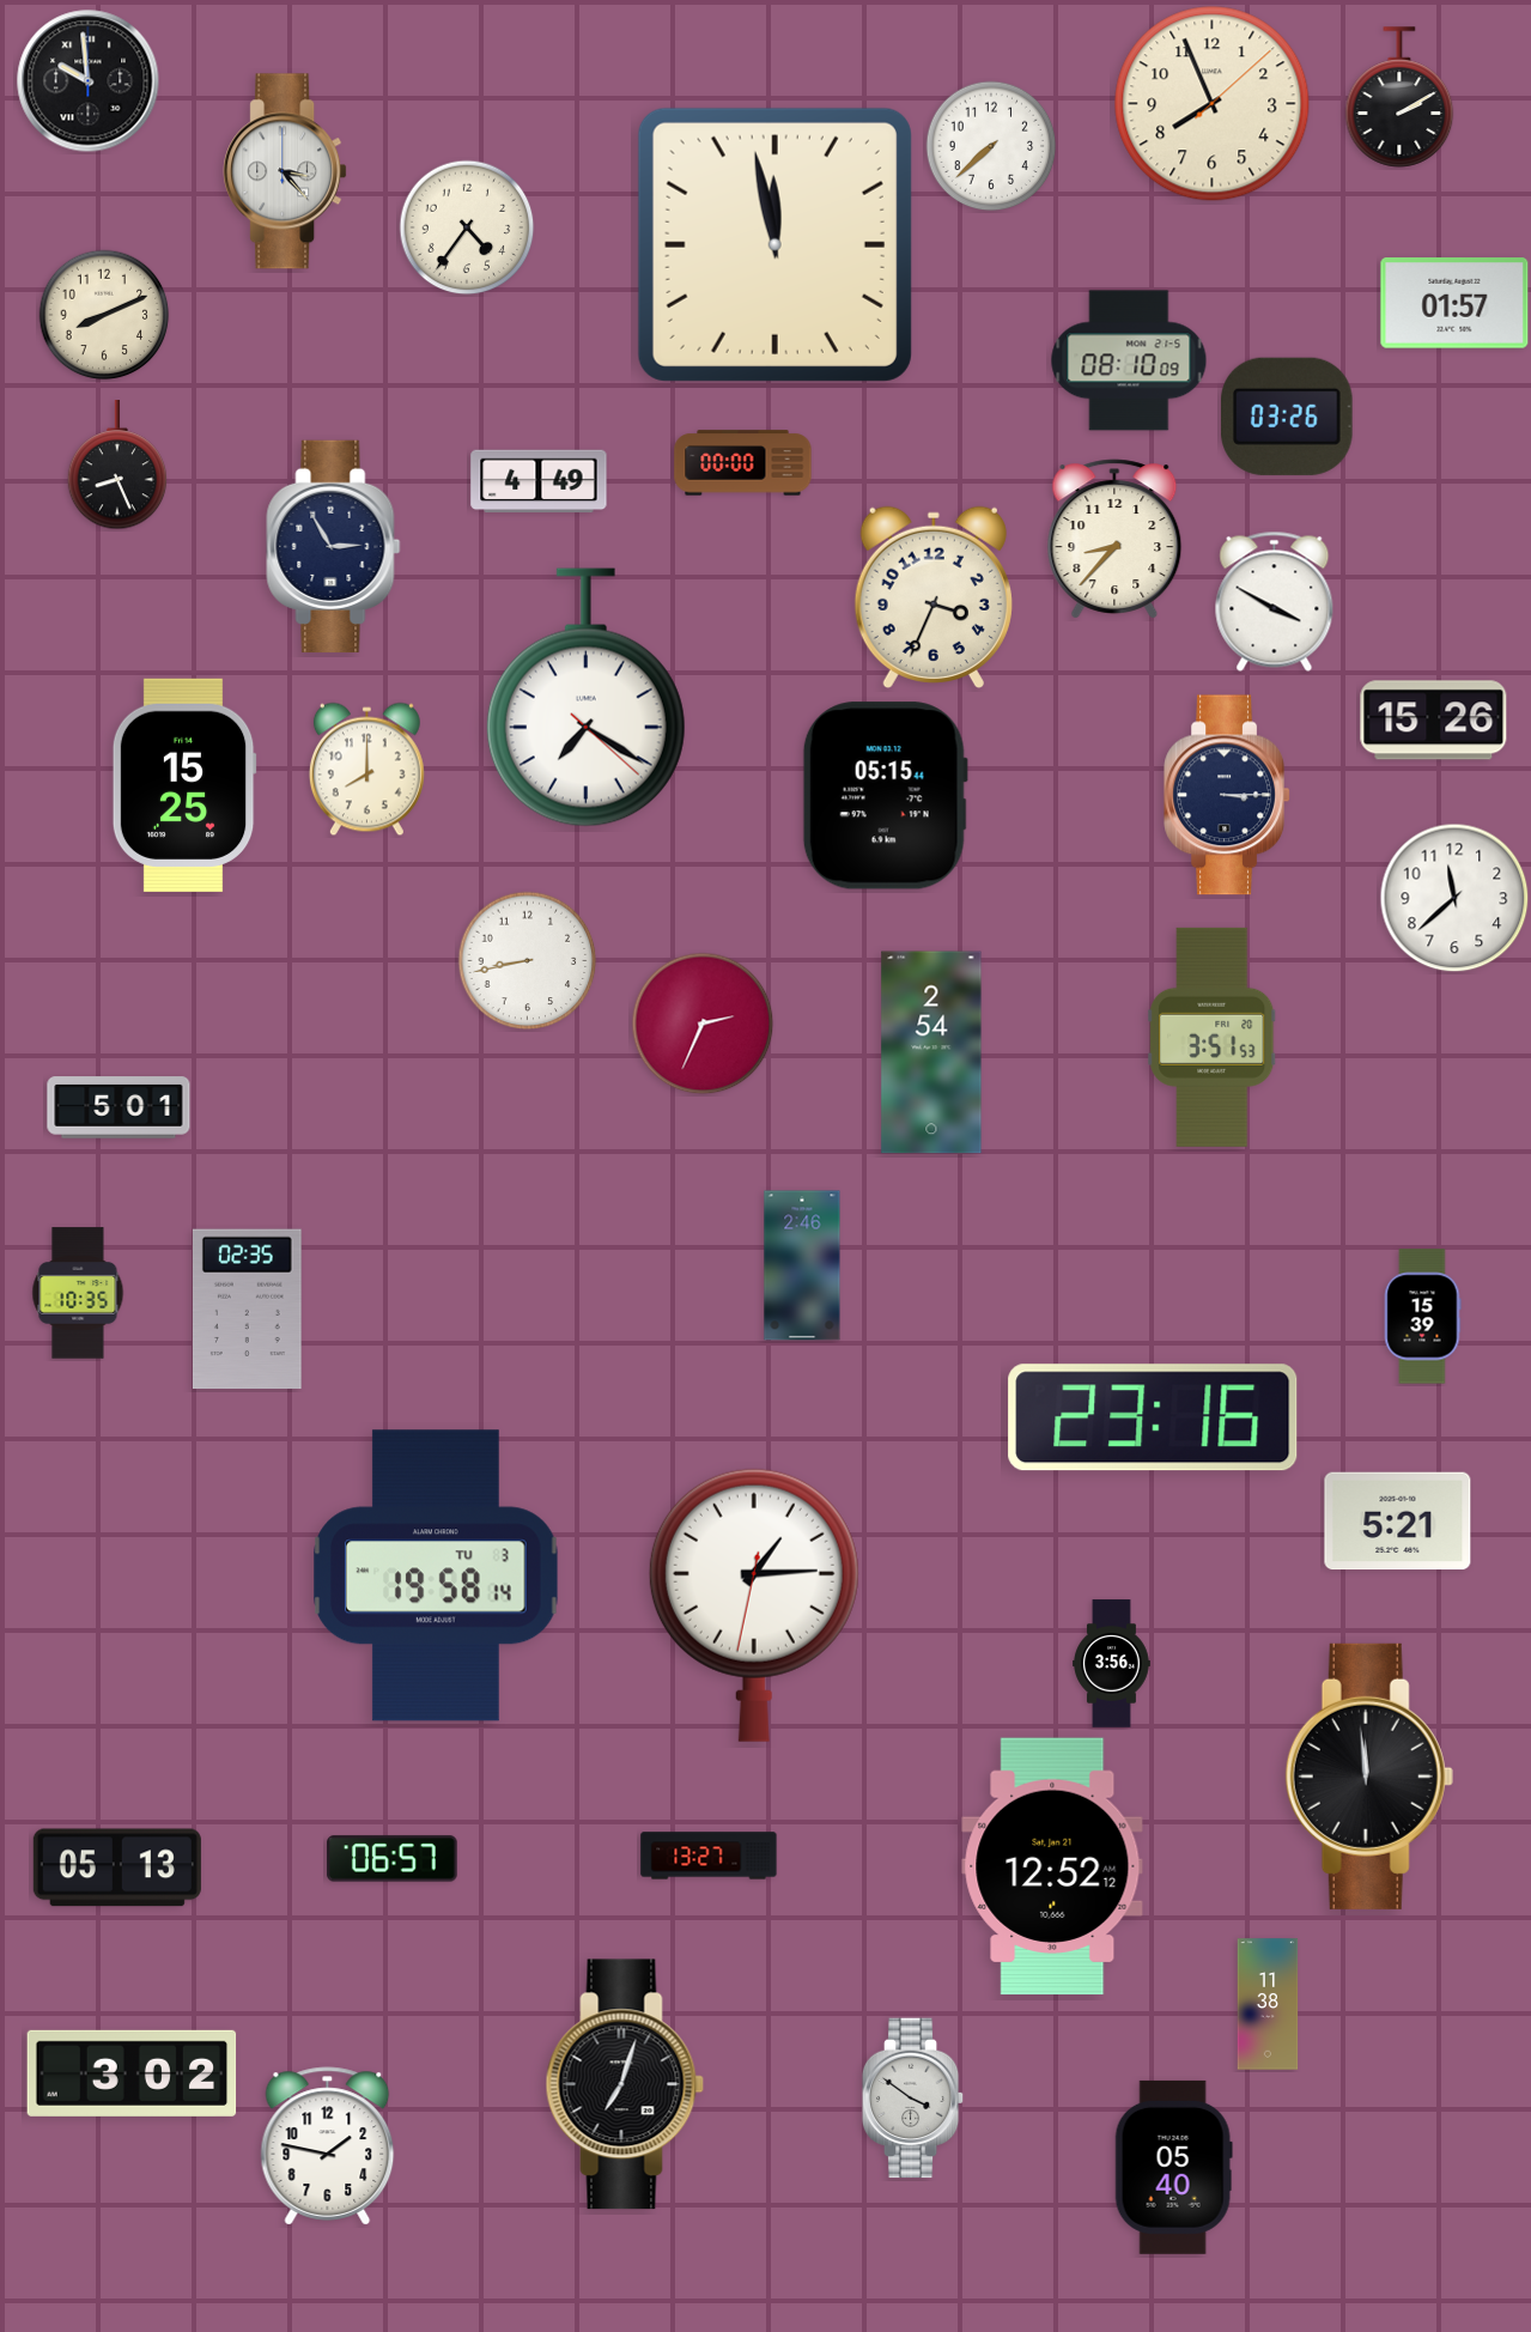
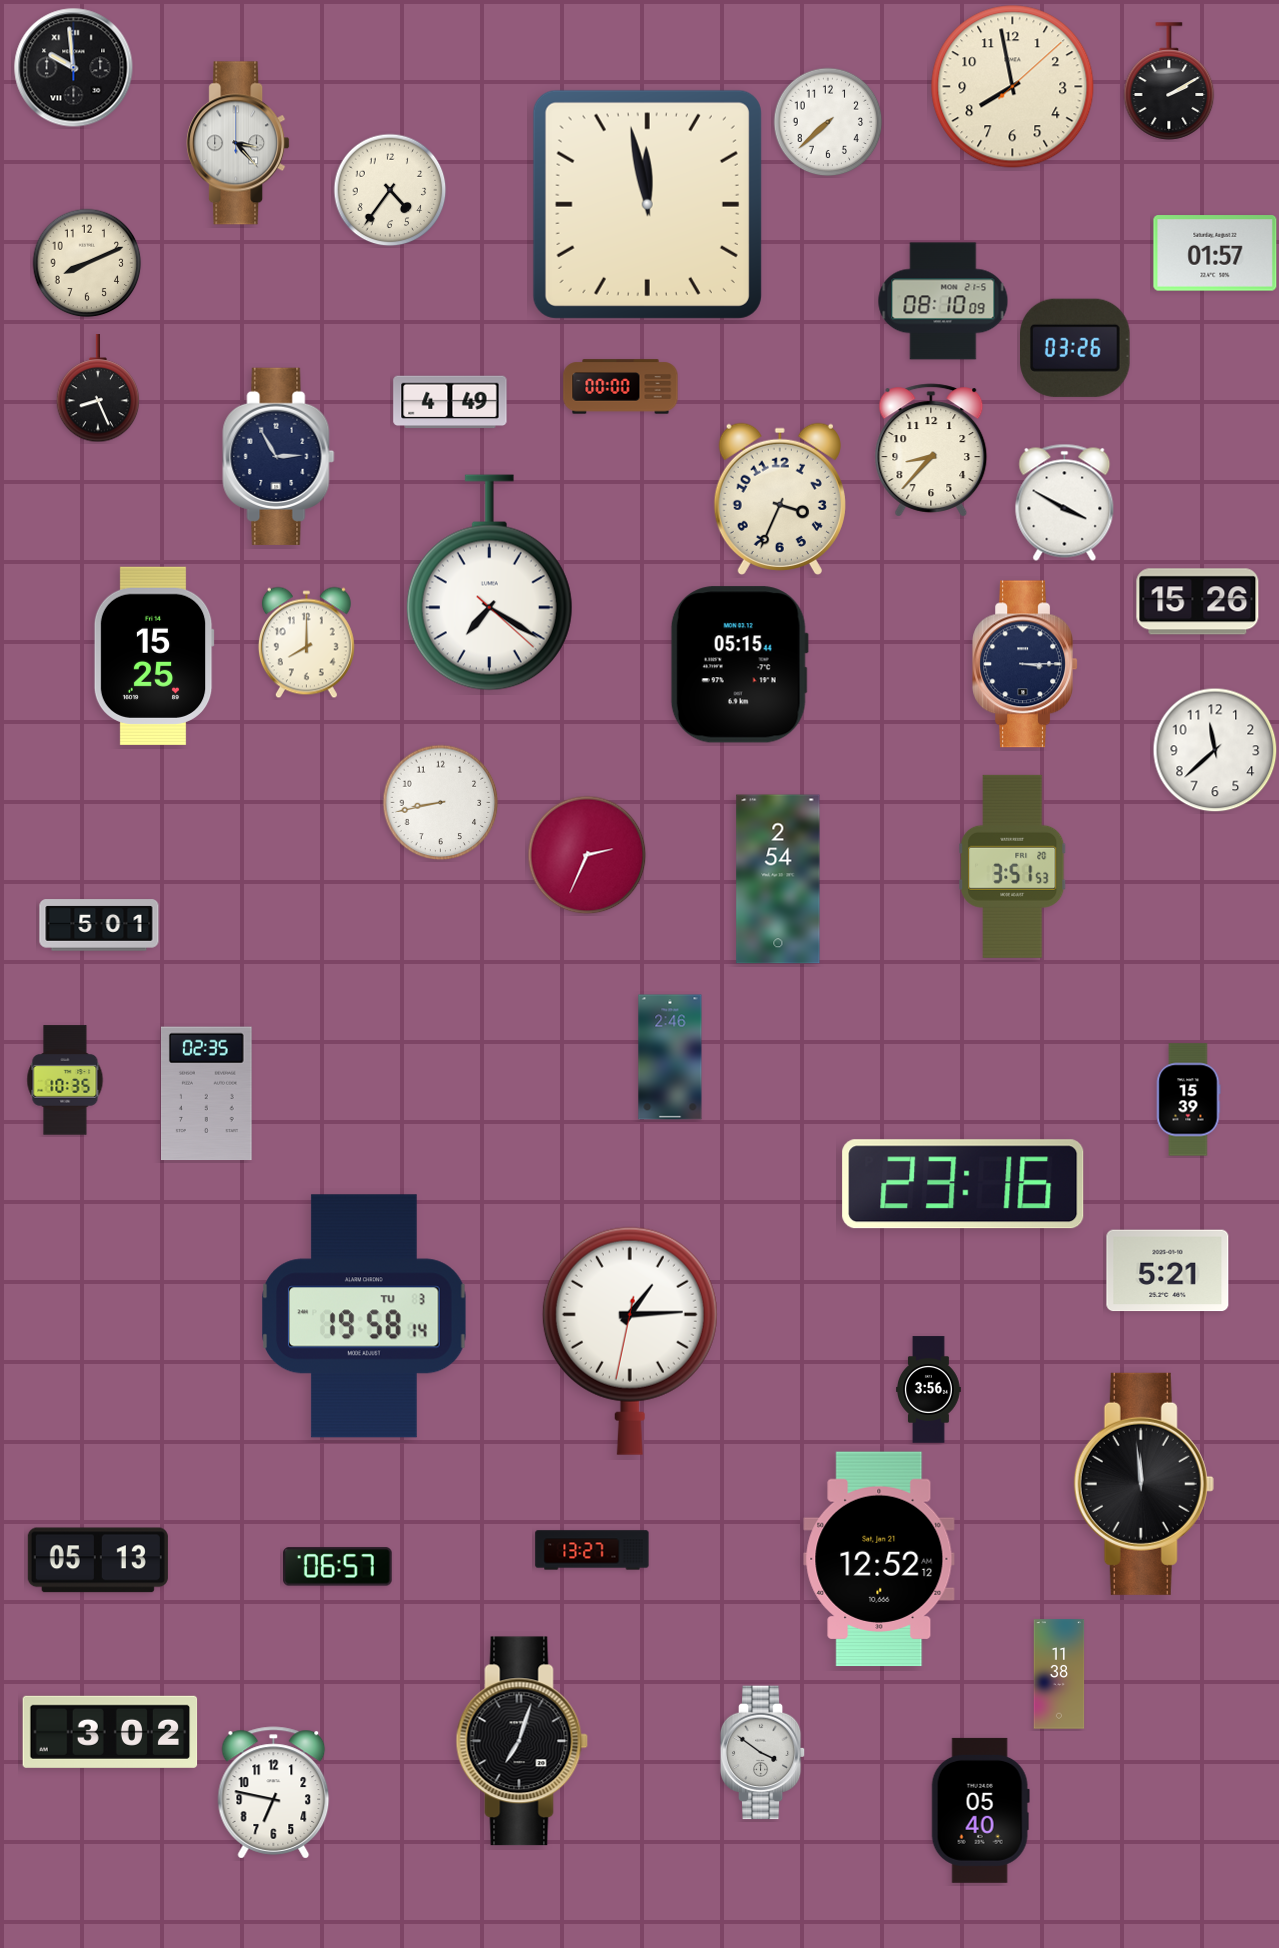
clock at (1213, 104): 7:56 -> 7:58
clock at (393, 1859) position: (393, 1859) -> (338, 1567)
clock at (328, 2146): 1:47 -> 6:47
